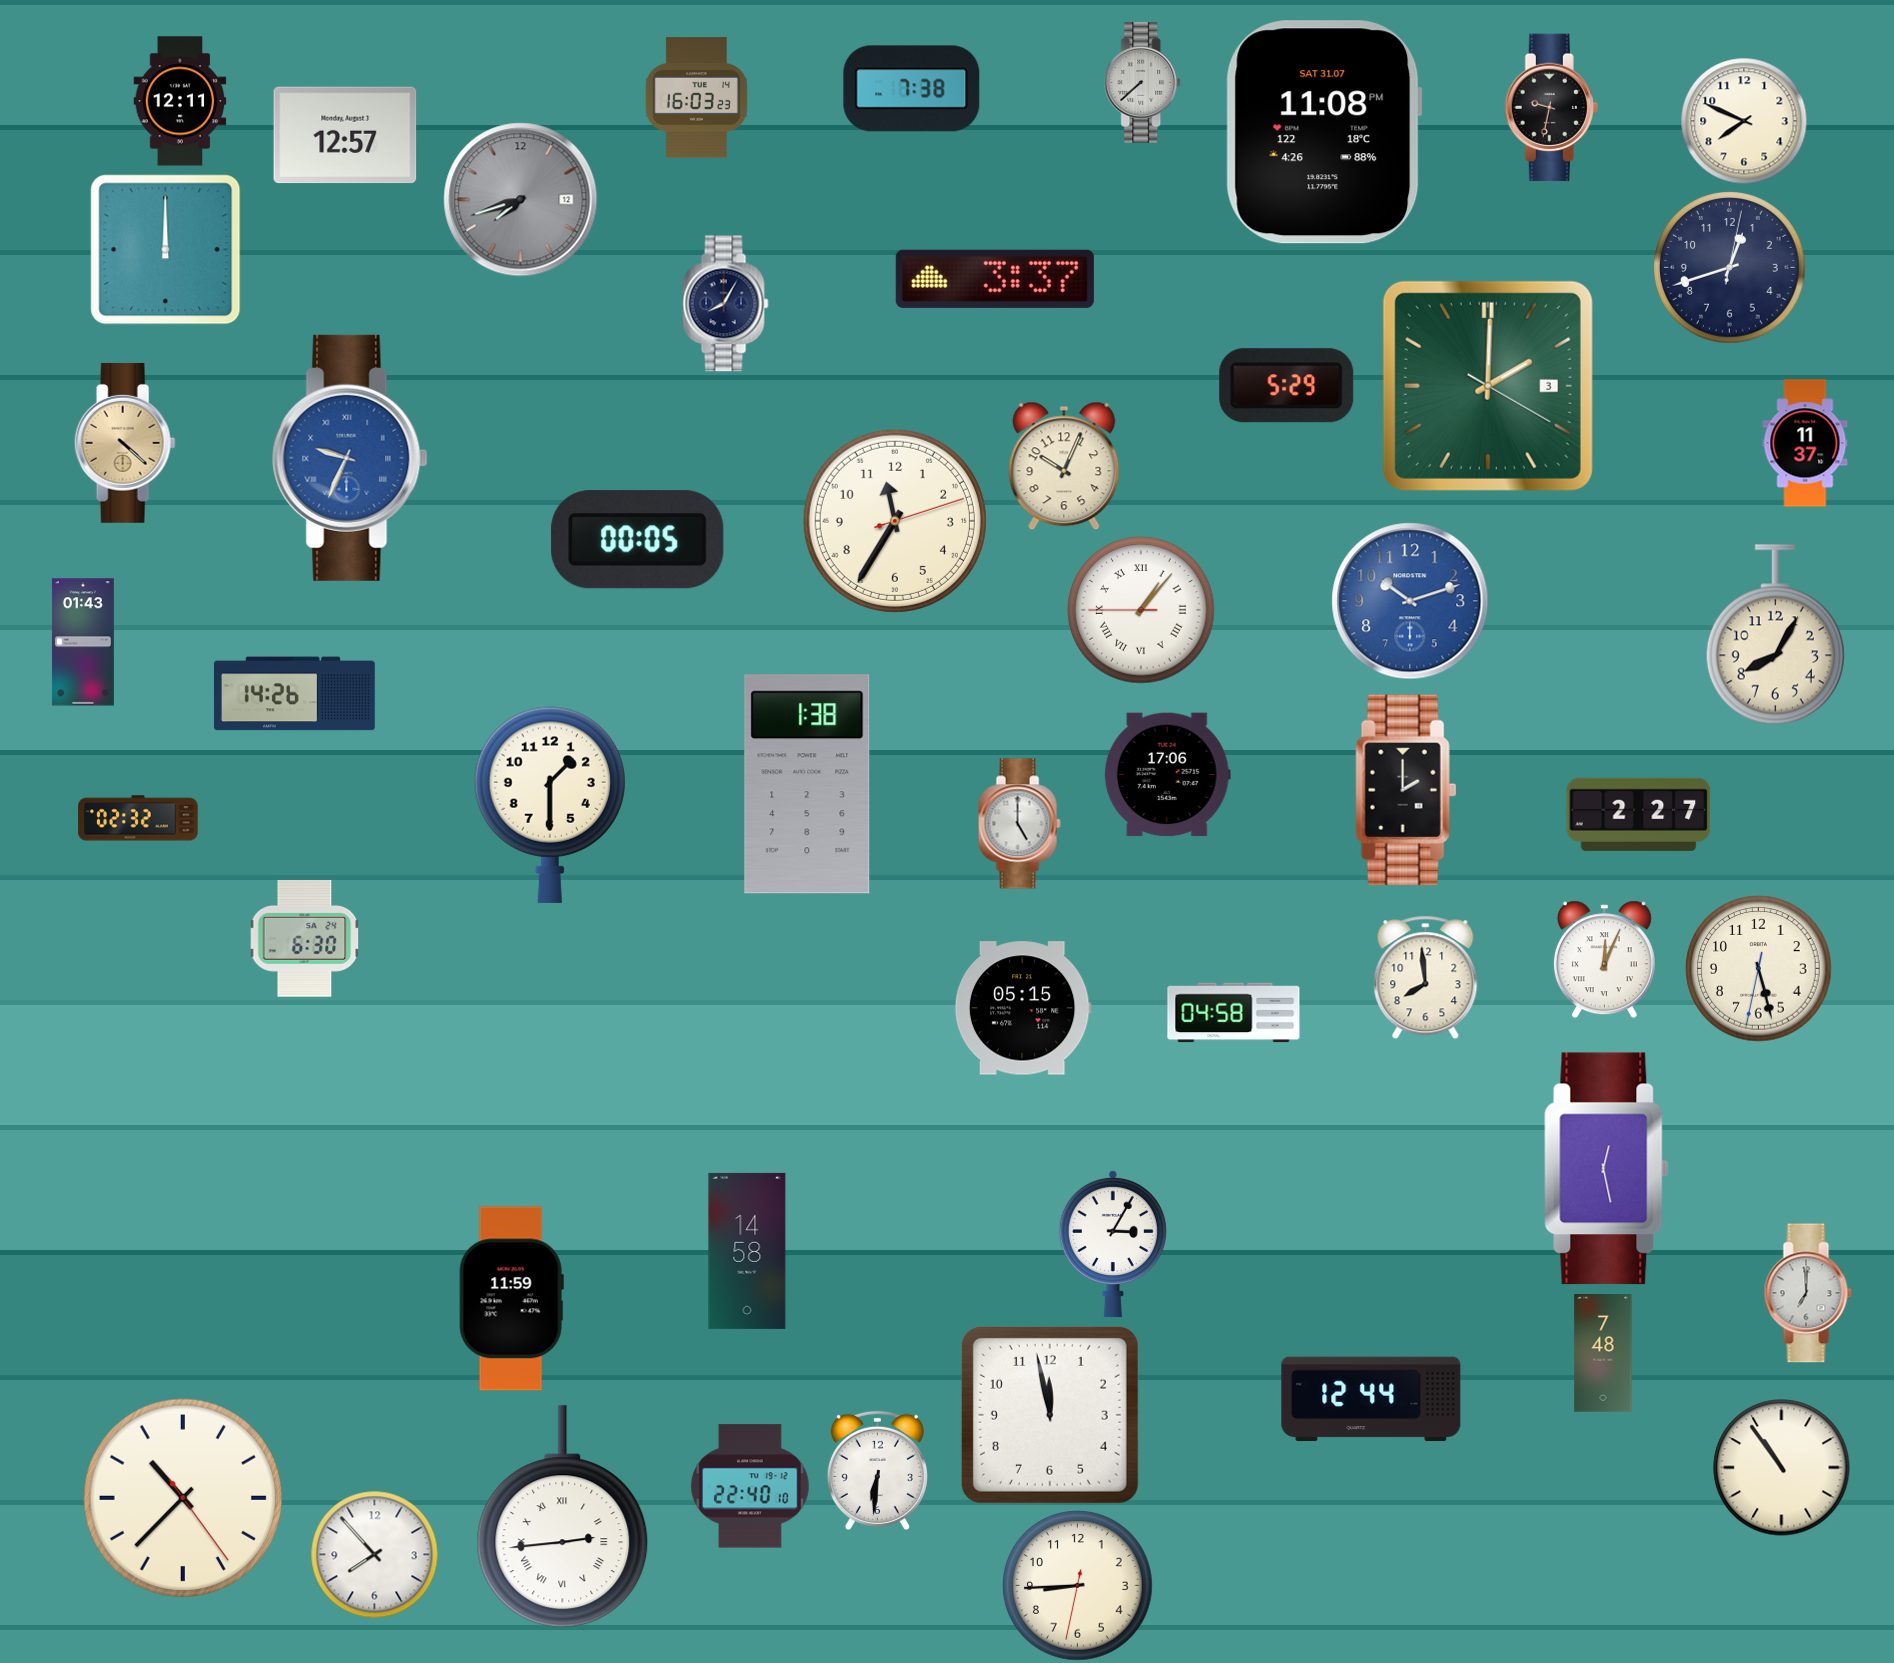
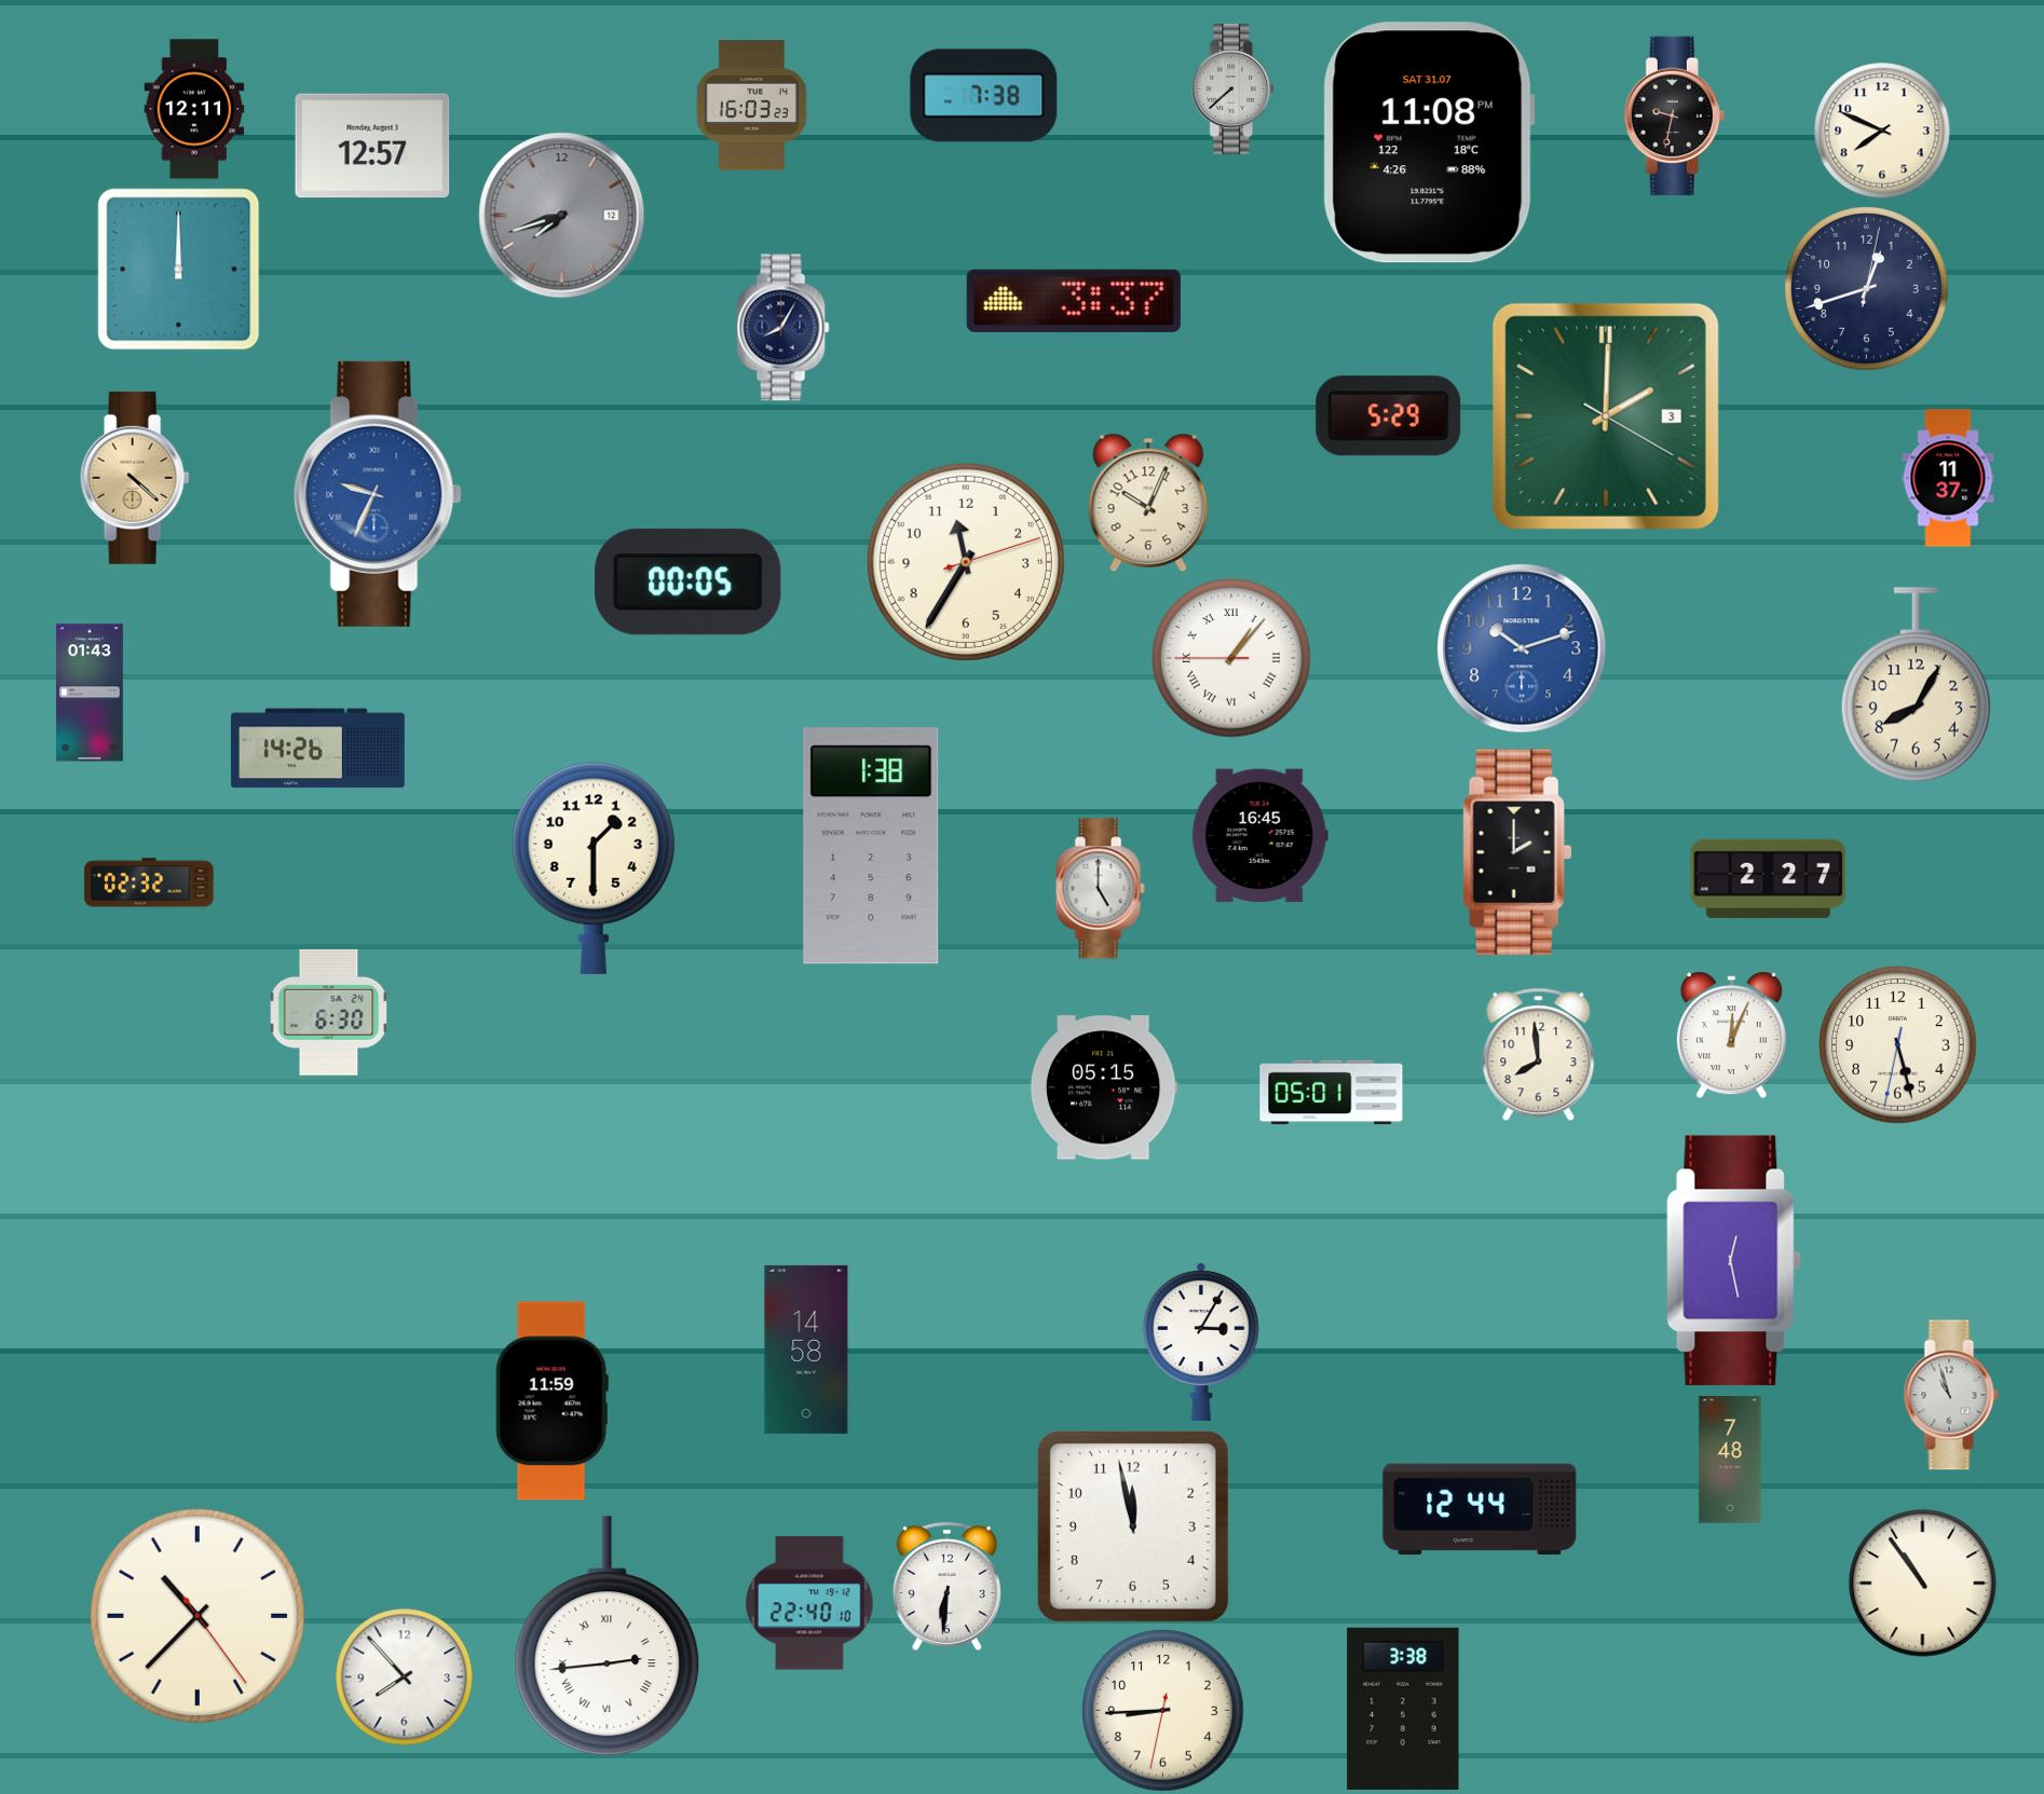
clock at (1167, 775): 17:06 -> 16:45
clock at (1234, 1013): 04:58 -> 05:01
clock at (1808, 1293): 7:00 -> 10:57
clock at (1403, 1709): none -> 3:38
